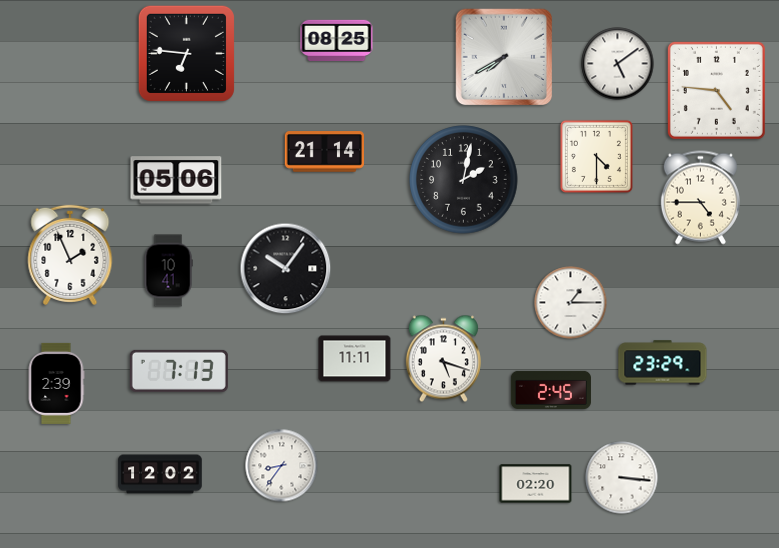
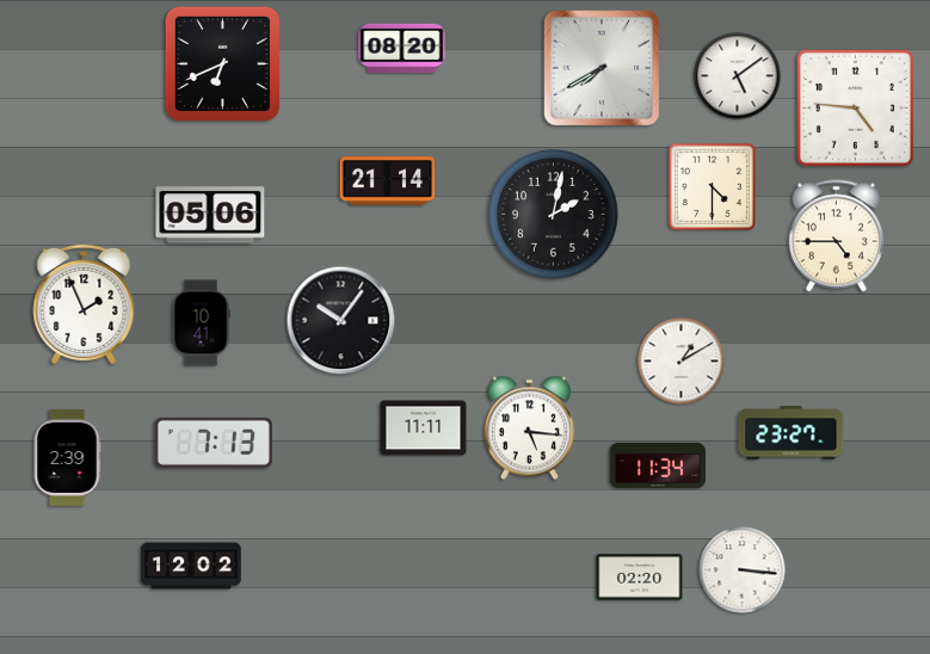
clock at (337, 40): 08:25 -> 08:20
clock at (186, 53): 6:46 -> 6:41
clock at (571, 303): 1:15 -> 1:10
clock at (443, 359): 5:18 -> 5:16
clock at (663, 363): 23:29 -> 23:27
clock at (551, 390): 2:45 -> 11:34
clock at (282, 466): 8:36 -> none
